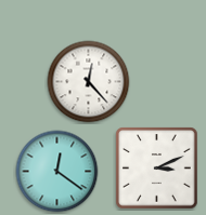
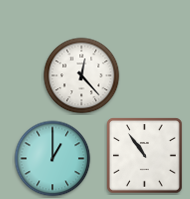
clock at (157, 169): 3:11 -> 10:54
clock at (57, 172): 12:21 -> 1:00
